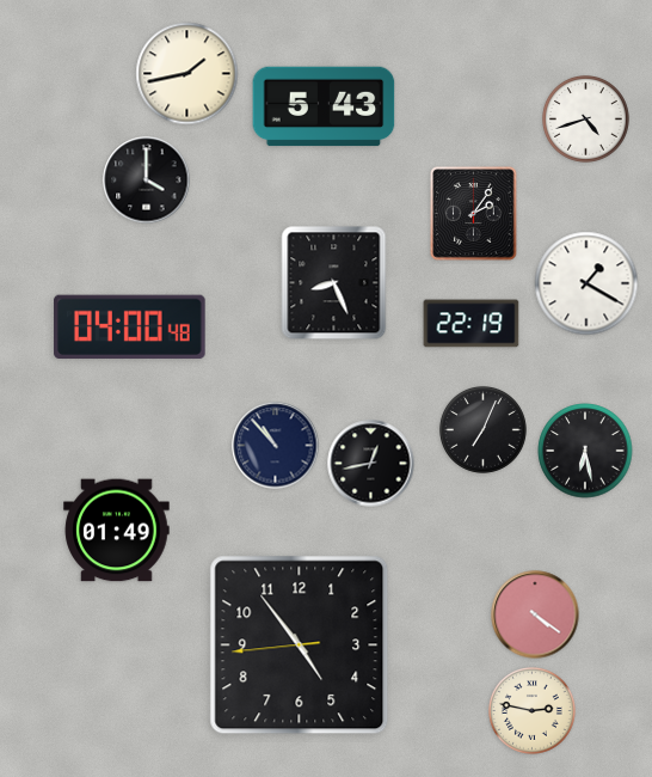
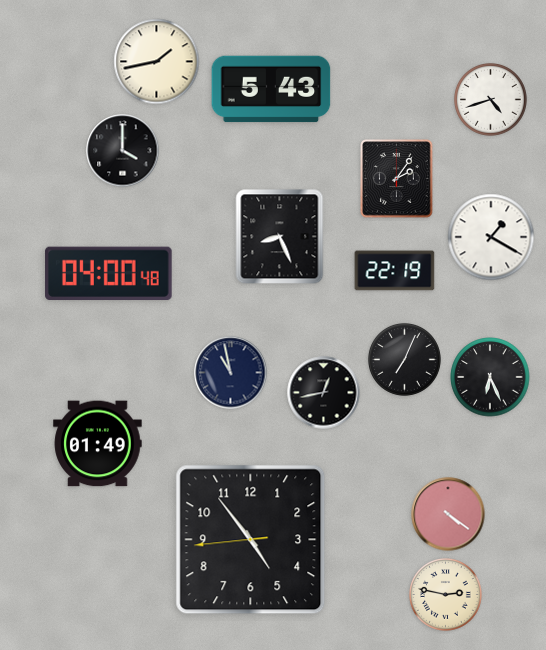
clock at (276, 446): 10:53 -> 10:58
clock at (585, 451): 6:28 -> 6:26
clock at (371, 464) position: (371, 464) -> (324, 393)
